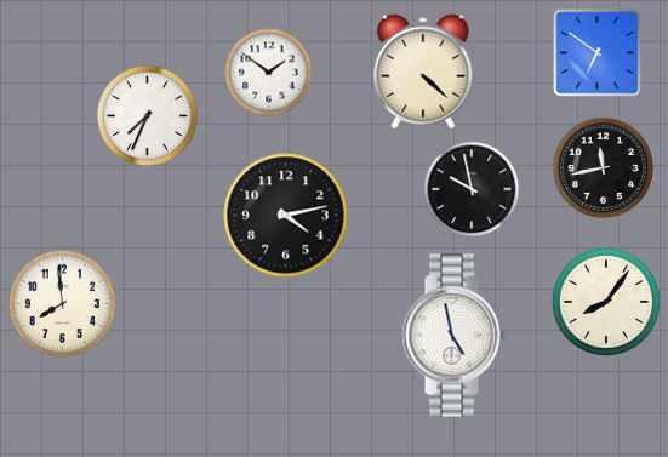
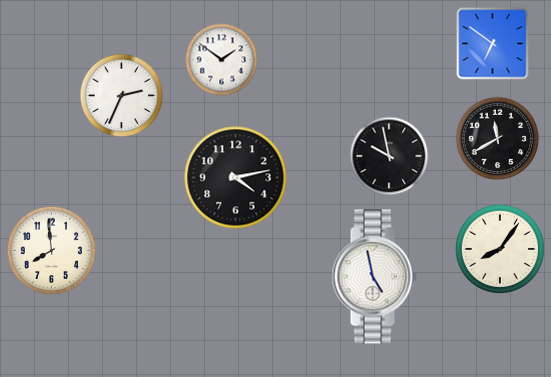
clock at (423, 72): 4:22 -> none
clock at (148, 116): 7:34 -> 2:34
clock at (604, 168): 11:43 -> 11:40
